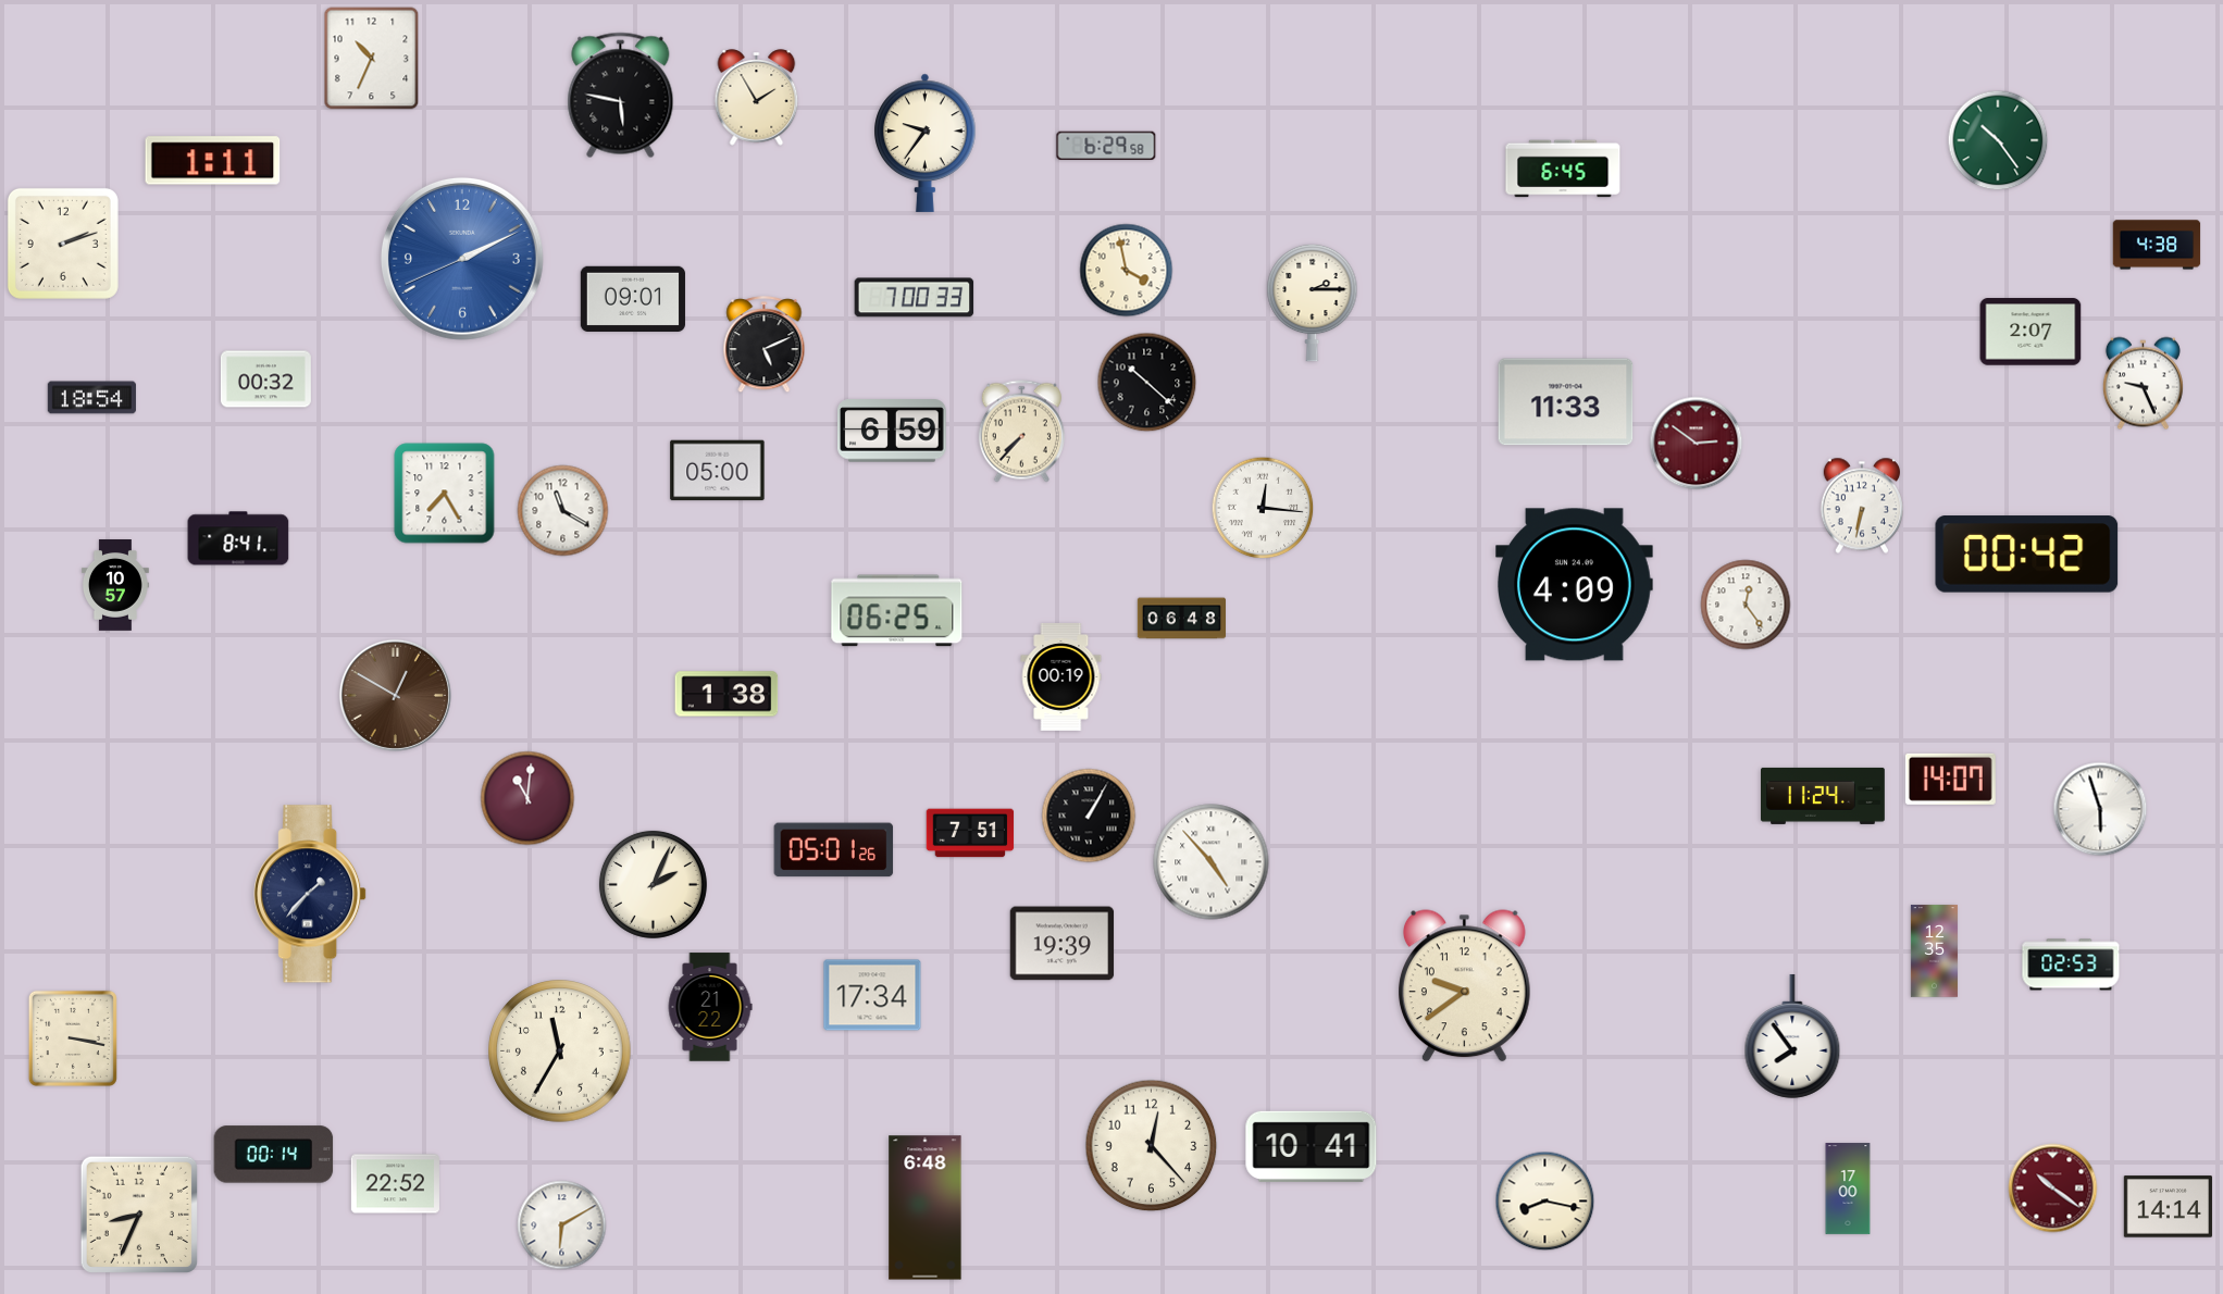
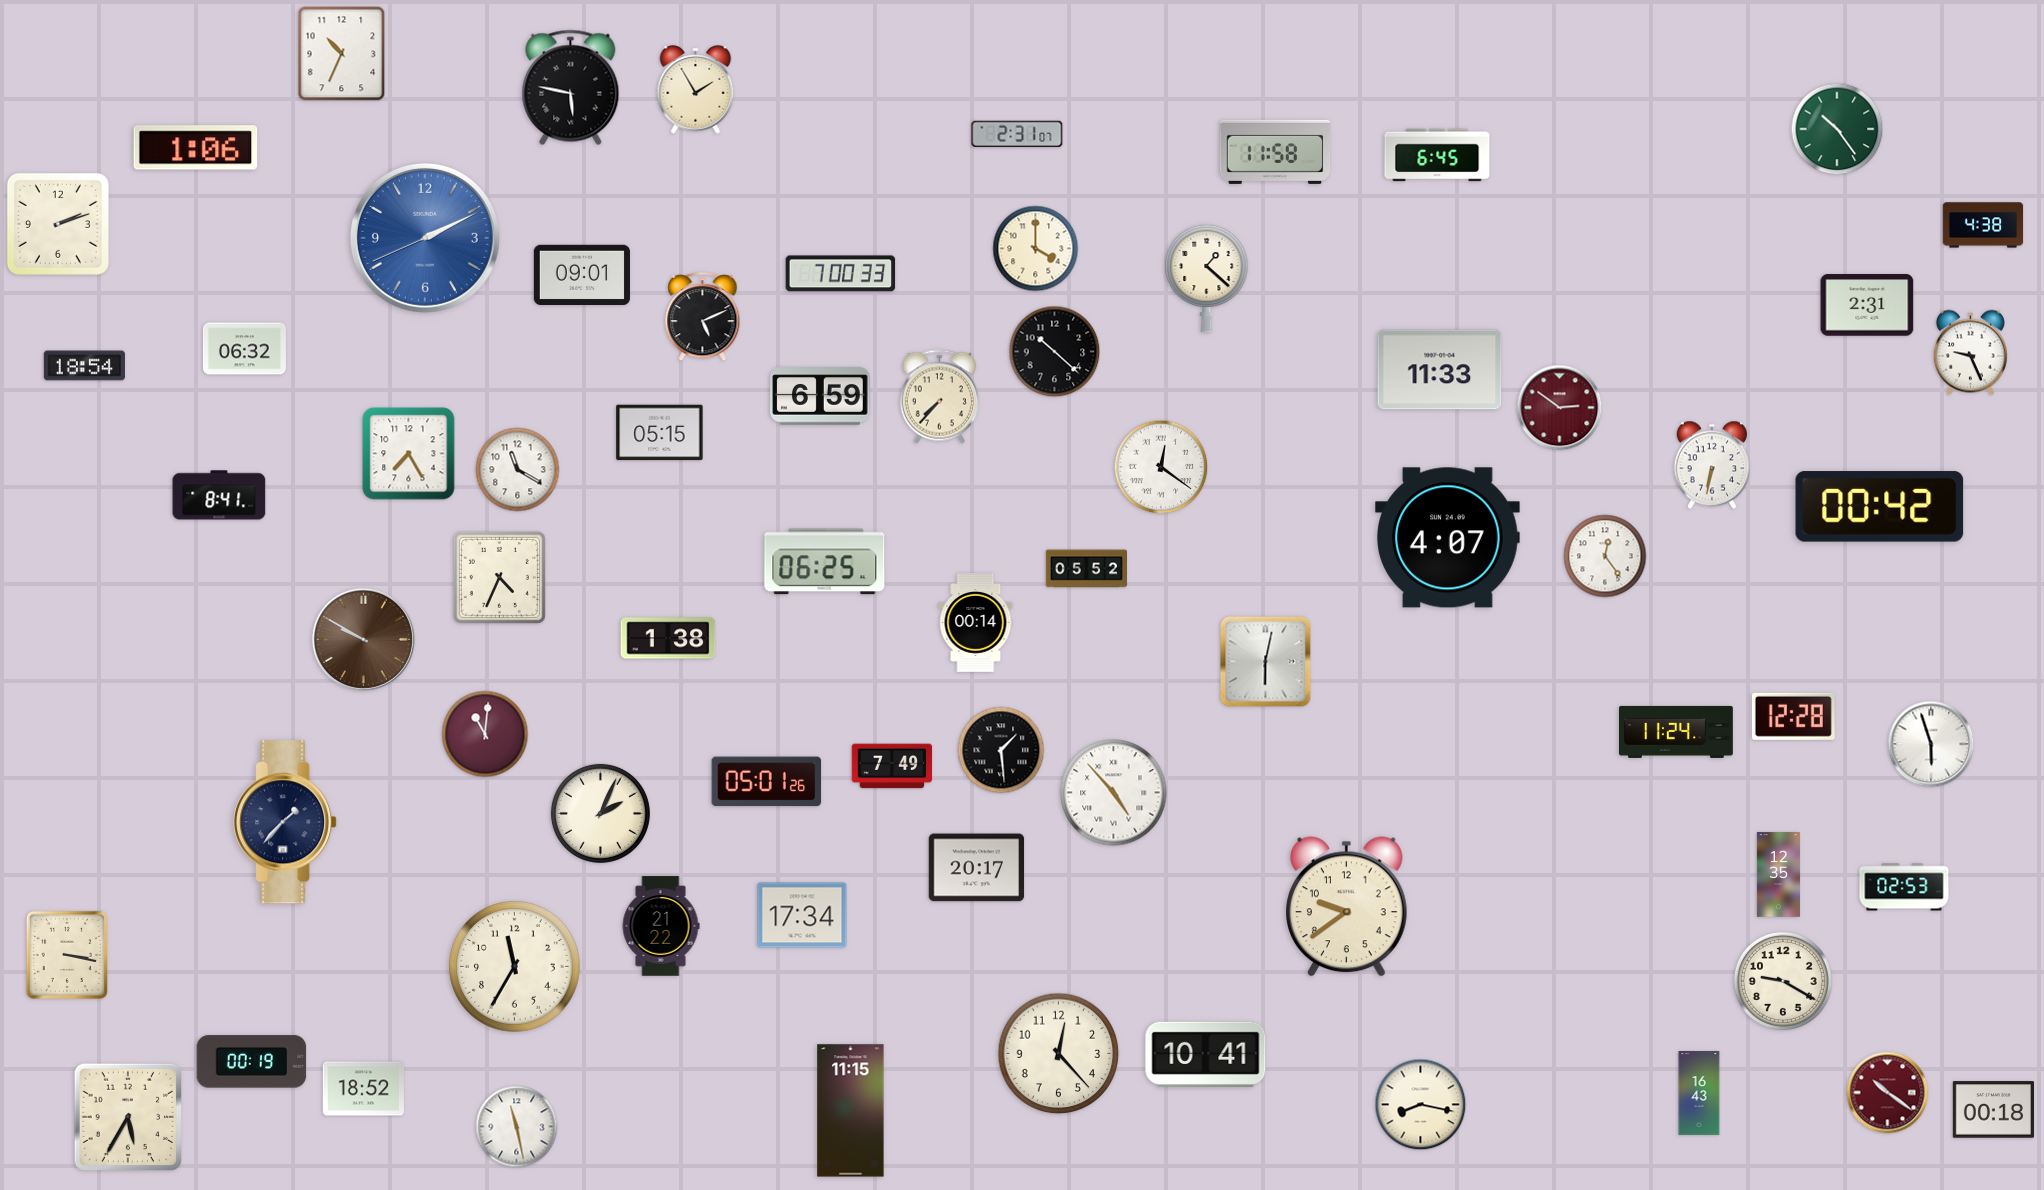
clock at (926, 142): 9:36 -> none
clock at (1106, 146): 6:29 -> 2:31
clock at (213, 161): 1:11 -> 1:06
clock at (1275, 152): none -> 11:58
clock at (1127, 271): 3:58 -> 4:00
clock at (1313, 302): 2:15 -> 1:22
clock at (2030, 332): 2:07 -> 2:31
clock at (265, 380): 00:32 -> 06:32
clock at (718, 471): 05:00 -> 05:15
clock at (1263, 508): 12:16 -> 12:21
clock at (2027, 555) position: (2027, 555) -> (1880, 507)
clock at (1575, 585): 4:09 -> 4:07
clock at (115, 586): 10:57 -> none
clock at (1181, 619): 06:48 -> 05:52
clock at (499, 577): none -> 4:34
clock at (1061, 677): 00:19 -> 00:14
clock at (395, 695): 12:50 -> 9:50
clock at (1266, 662): none -> 6:02
clock at (1950, 779): 14:07 -> 12:28
clock at (1089, 816): 1:05 -> 1:29
clock at (970, 833): 7:51 -> 7:49
clock at (1063, 944): 19:39 -> 20:17
clock at (710, 1007) position: (710, 1007) -> (661, 926)
clock at (1792, 1036): 7:54 -> none
clock at (1783, 981): none -> 9:20
clock at (274, 1155): 00:14 -> 00:19
clock at (395, 1184): 22:52 -> 18:52
clock at (1848, 1189): 17:00 -> 16:43
clock at (2168, 1207): 14:14 -> 00:18
clock at (926, 1208): 6:48 -> 11:15
clock at (138, 1214): 8:34 -> 5:35
clock at (562, 1225): 6:10 -> 11:28
